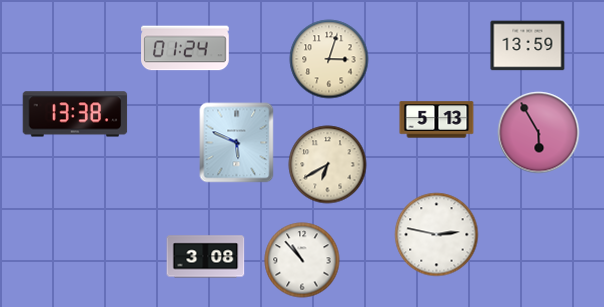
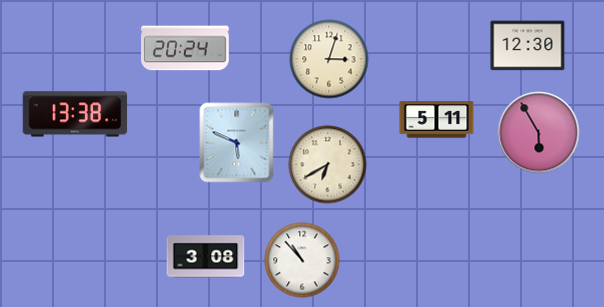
clock at (528, 46): 13:59 -> 12:30
clock at (185, 48): 01:24 -> 20:24
clock at (437, 120): 5:13 -> 5:11
clock at (437, 235): 2:47 -> none
